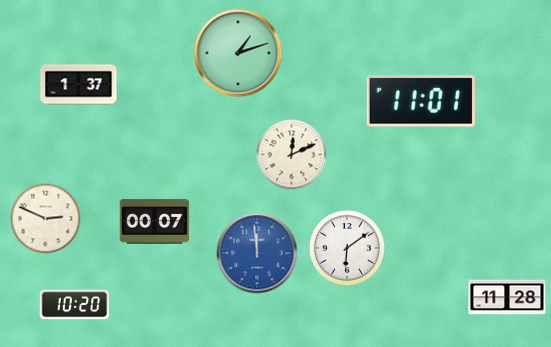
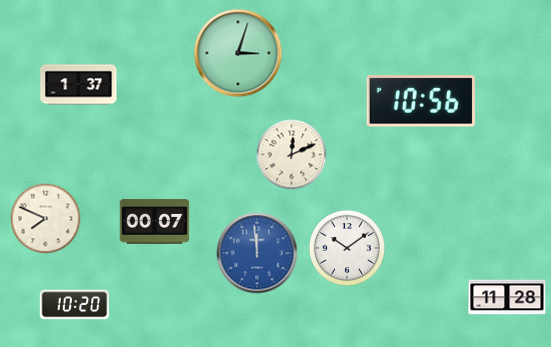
clock at (238, 53): 1:12 -> 3:03
clock at (421, 101): 11:01 -> 10:56
clock at (46, 219): 2:49 -> 7:49
clock at (347, 248): 6:09 -> 10:09
